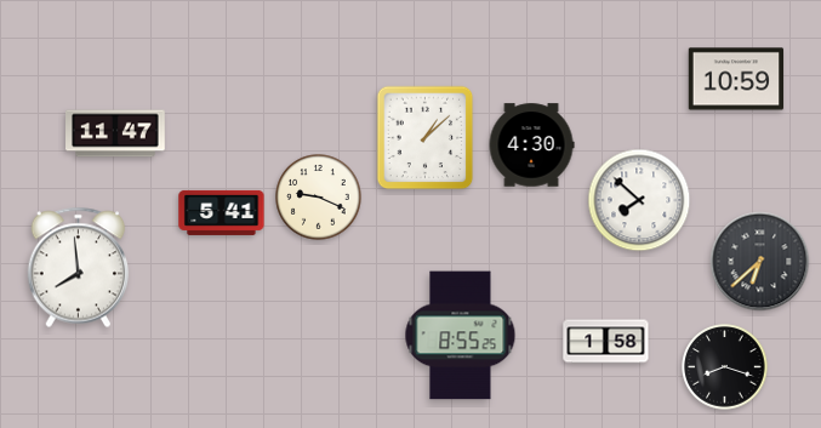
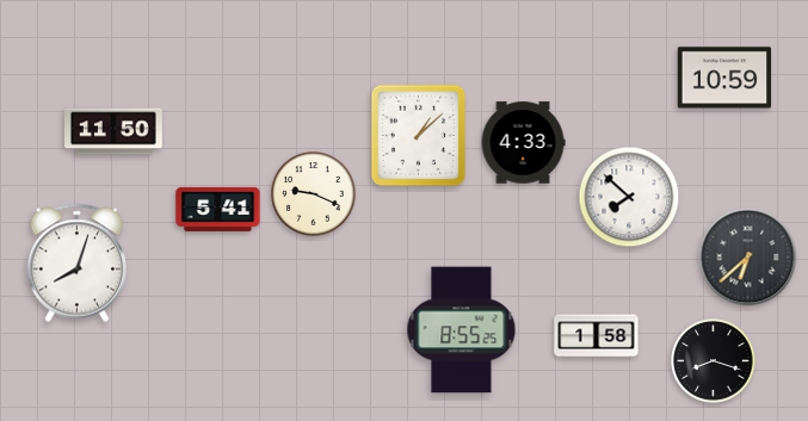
clock at (116, 133): 11:47 -> 11:50
clock at (531, 145): 4:30 -> 4:33
clock at (79, 268): 7:59 -> 8:03
clock at (461, 336) position: (461, 336) -> (462, 330)
